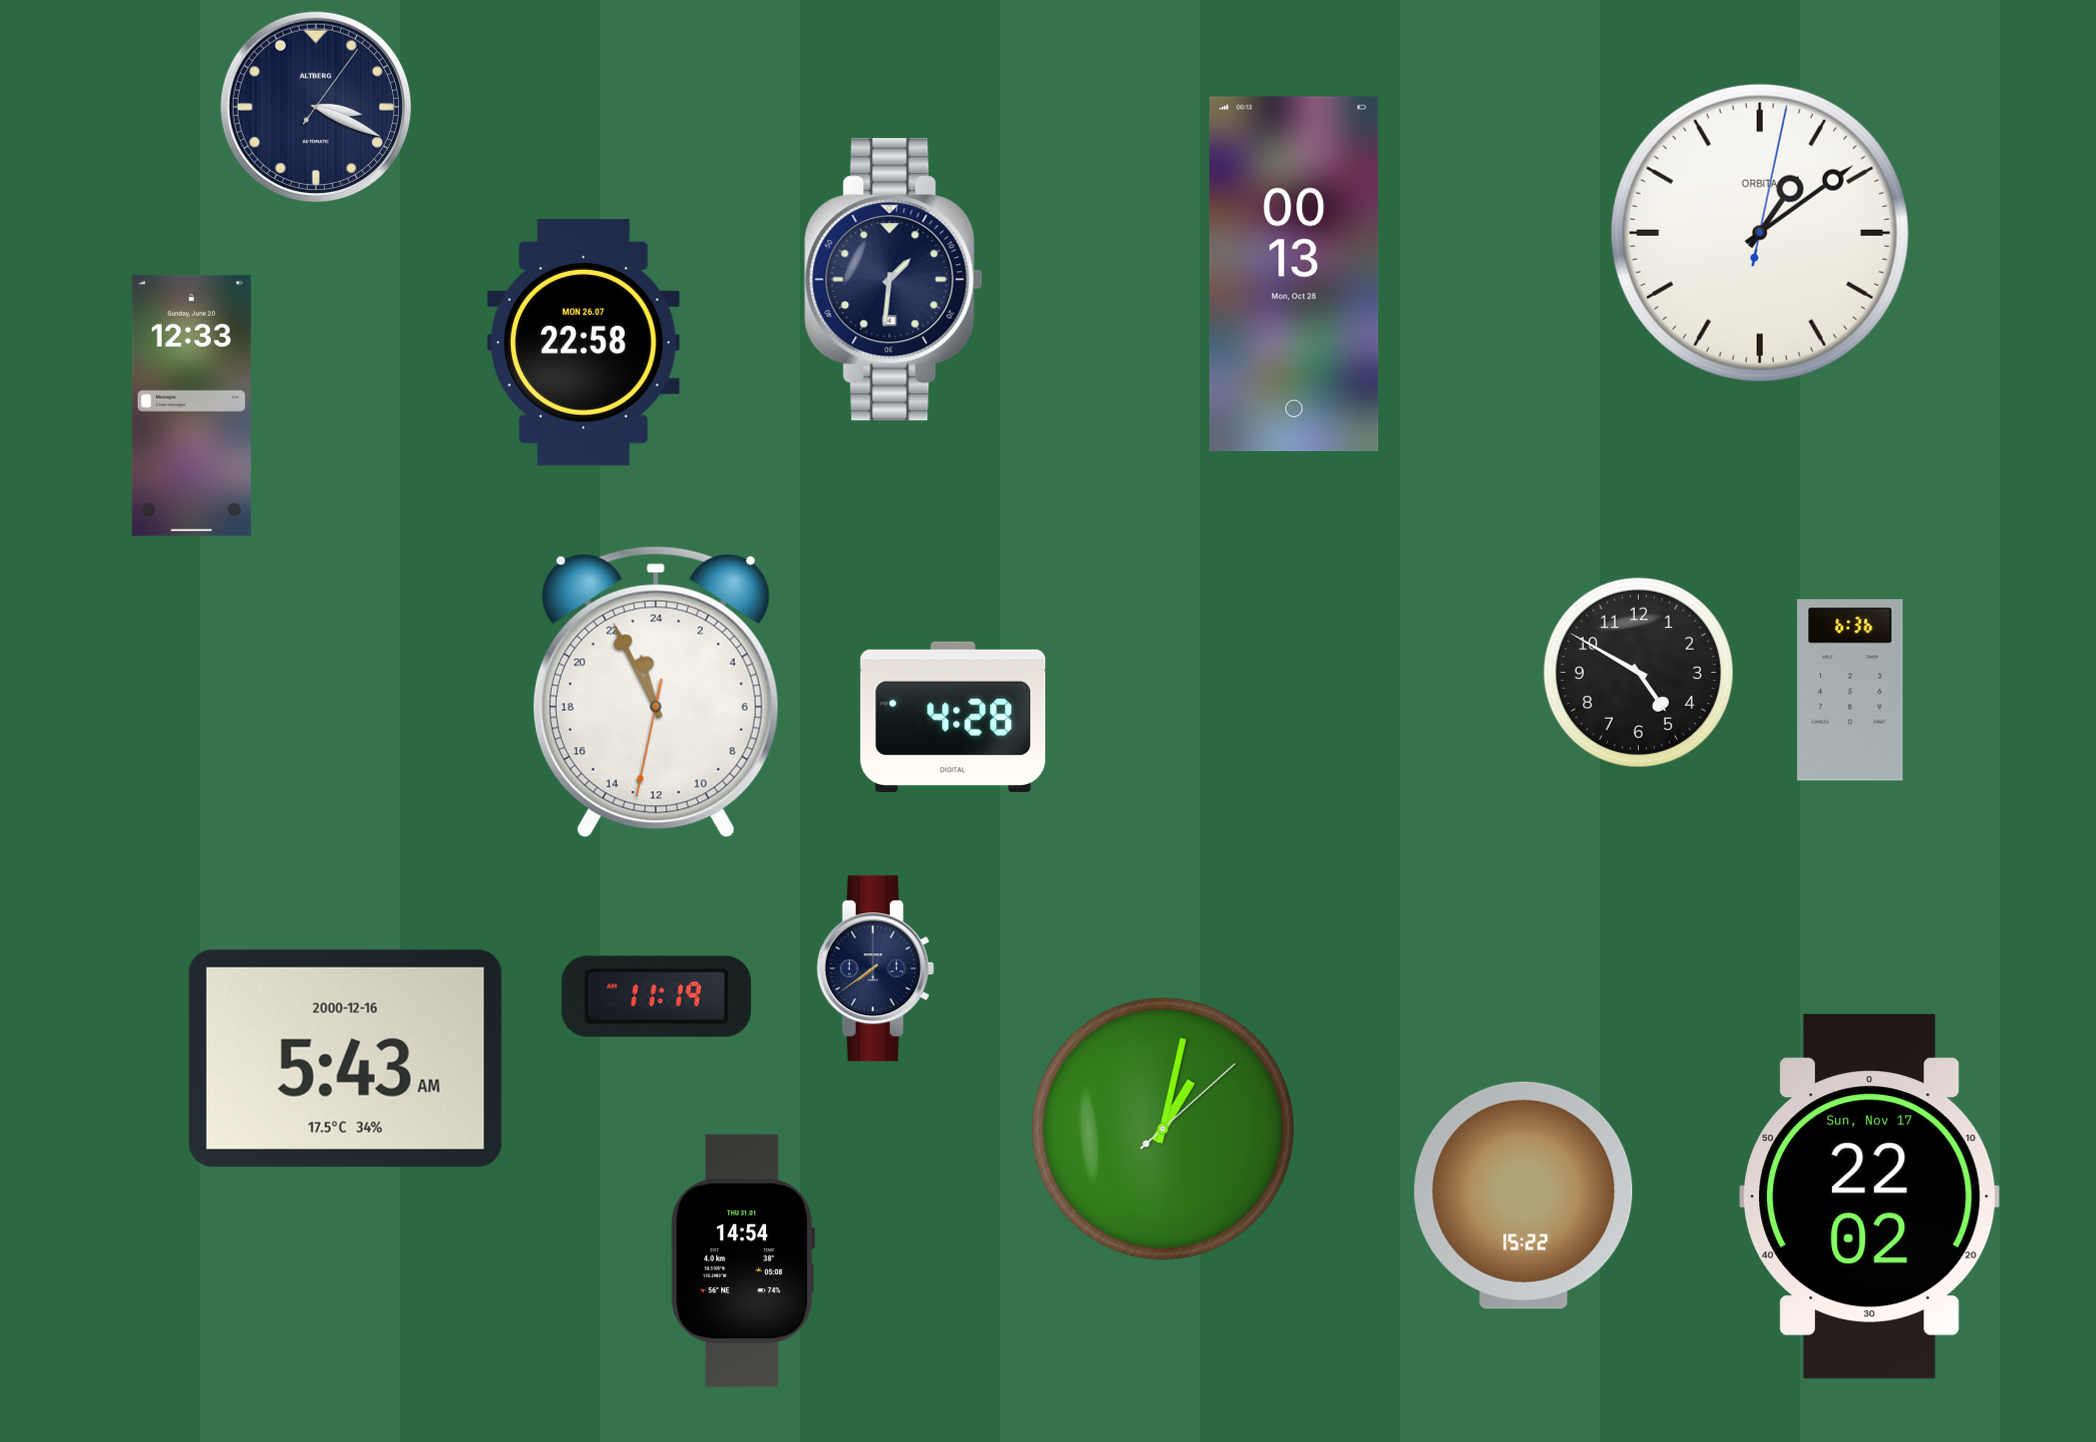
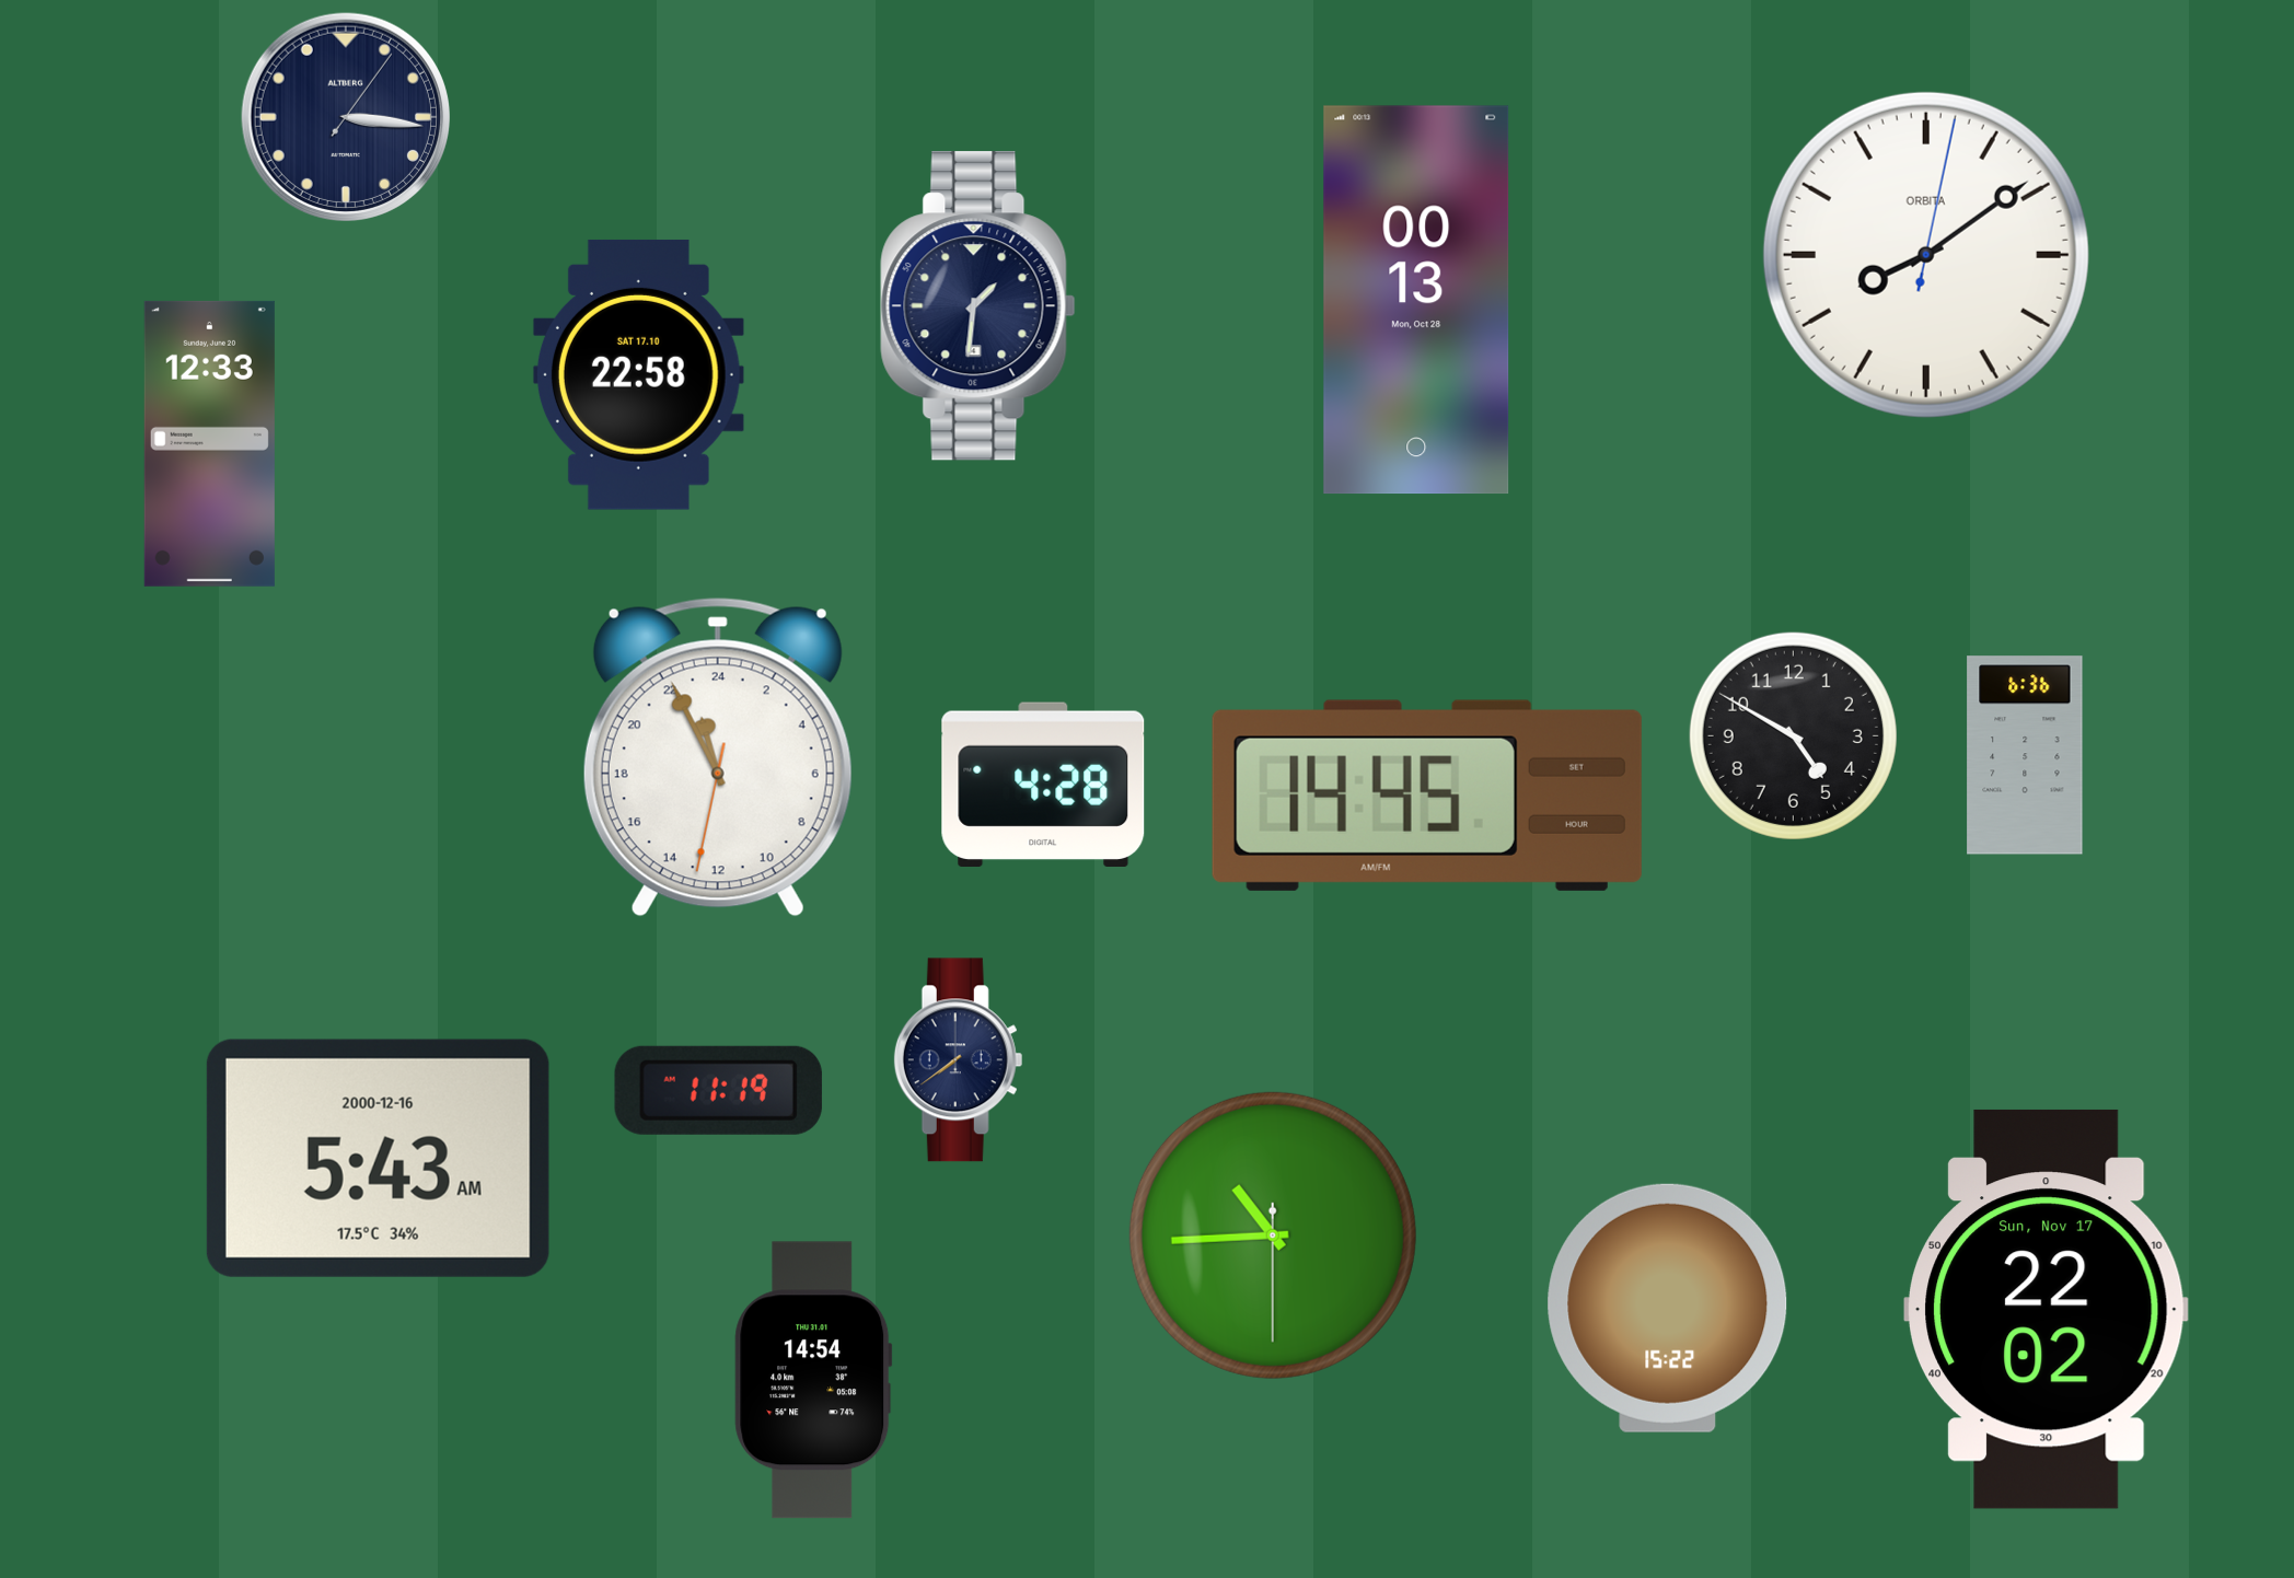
clock at (315, 106): 3:19 -> 3:16
clock at (1760, 233): 1:09 -> 8:09
clock at (583, 342) date: MON 26.07 -> SAT 17.10
clock at (1427, 796): none -> 14:45
clock at (1163, 1129): 1:02 -> 10:44
